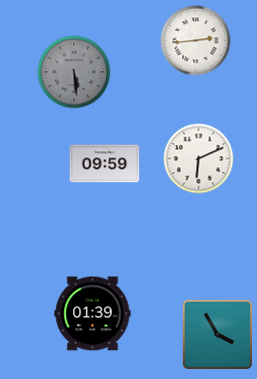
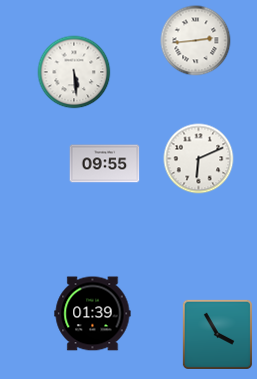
clock at (74, 72) dial: grey -> white
clock at (105, 164): 09:59 -> 09:55
